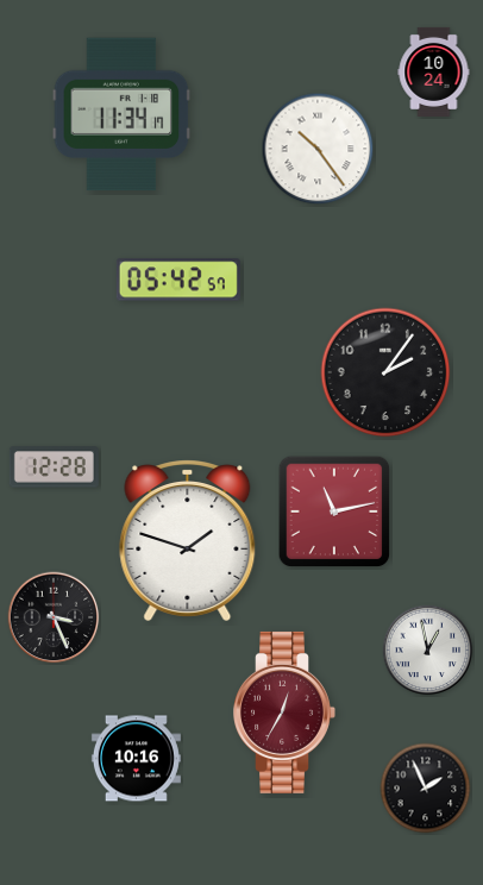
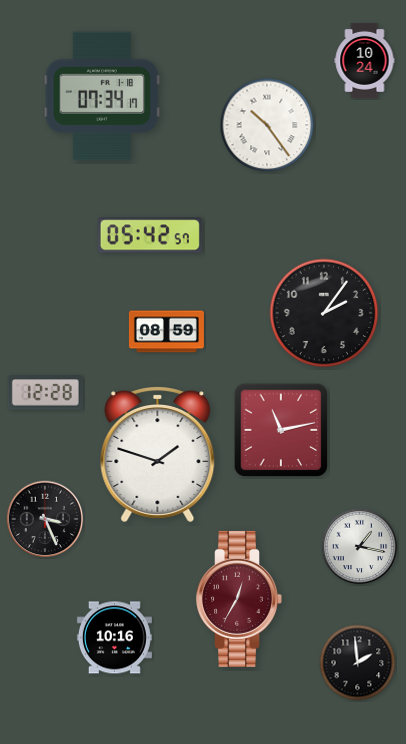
clock at (121, 114): 11:34 -> 07:34
clock at (166, 332): none -> 08:59
clock at (428, 651): 12:58 -> 1:17
clock at (426, 789): 1:56 -> 1:59
